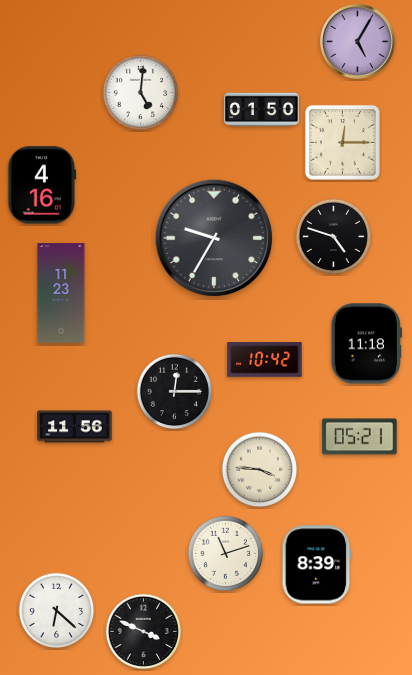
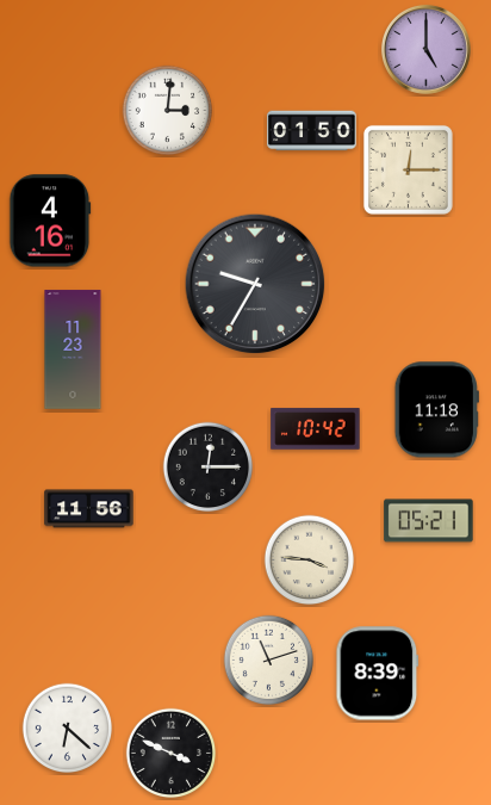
clock at (357, 41): 5:05 -> 5:00
clock at (141, 93): 5:01 -> 3:01
clock at (334, 237): 4:48 -> none
